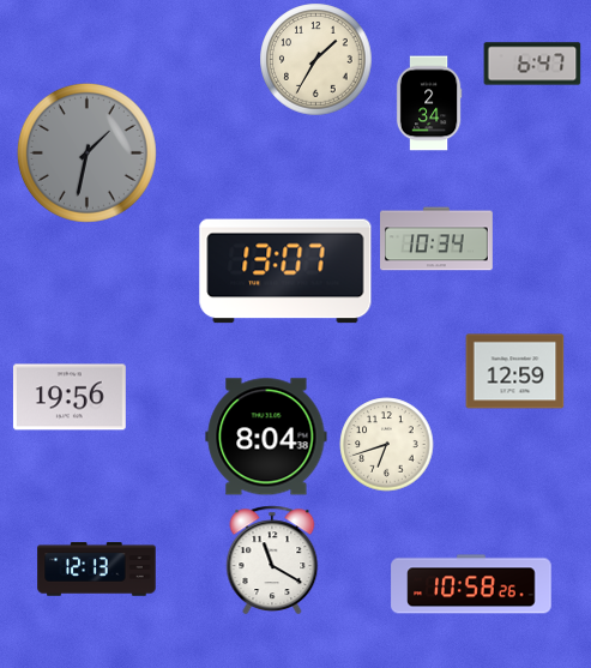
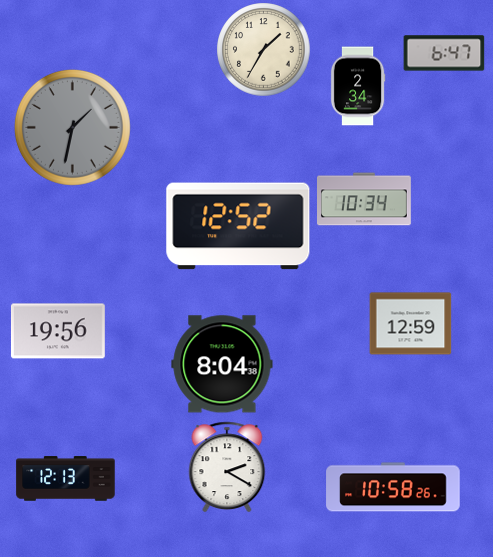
clock at (285, 271): 13:07 -> 12:52
clock at (515, 372) position: (515, 372) -> (411, 324)
clock at (387, 445): 6:42 -> none
clock at (272, 560): 11:20 -> 2:20
clock at (97, 570) position: (97, 570) -> (66, 479)
